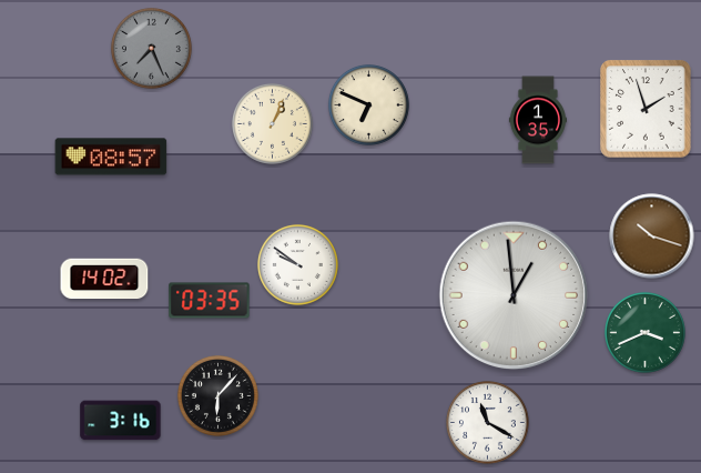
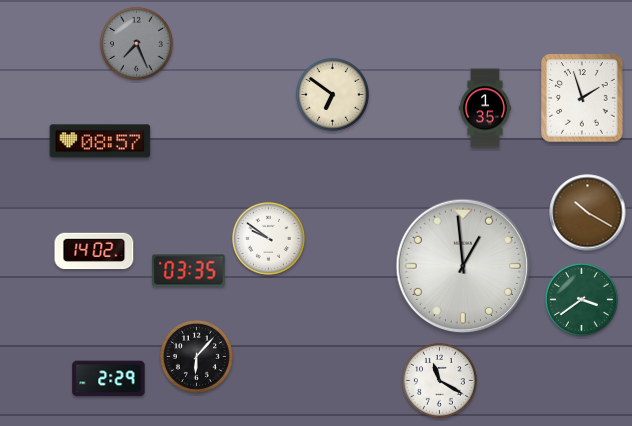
clock at (368, 104): 6:49 -> 6:51
clock at (272, 123): 1:04 -> none
clock at (652, 236): 10:18 -> 10:20
clock at (644, 332): 3:41 -> 3:39
clock at (121, 421): 3:16 -> 2:29
